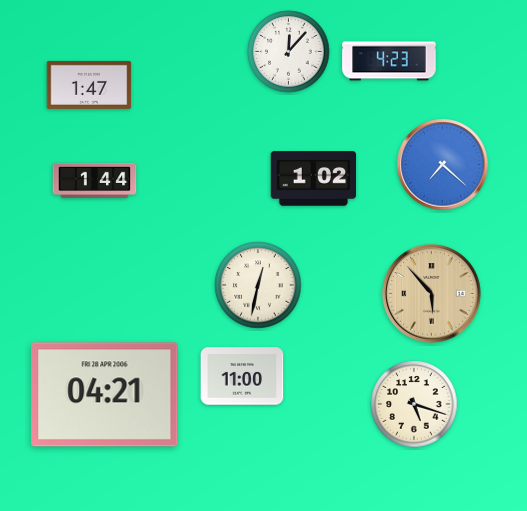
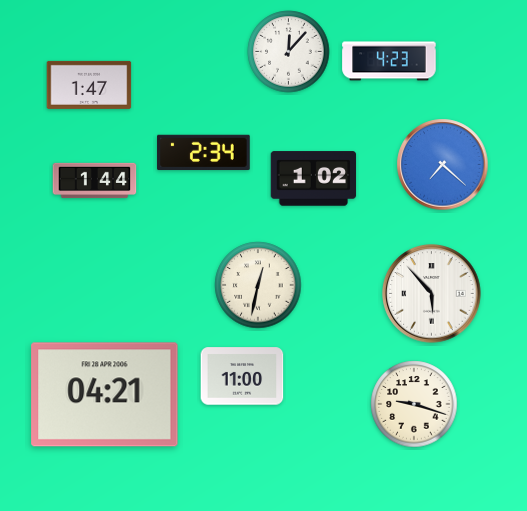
clock at (204, 153): none -> 2:34
clock at (432, 294) dial: champagne -> white
clock at (414, 404): 5:18 -> 9:18
